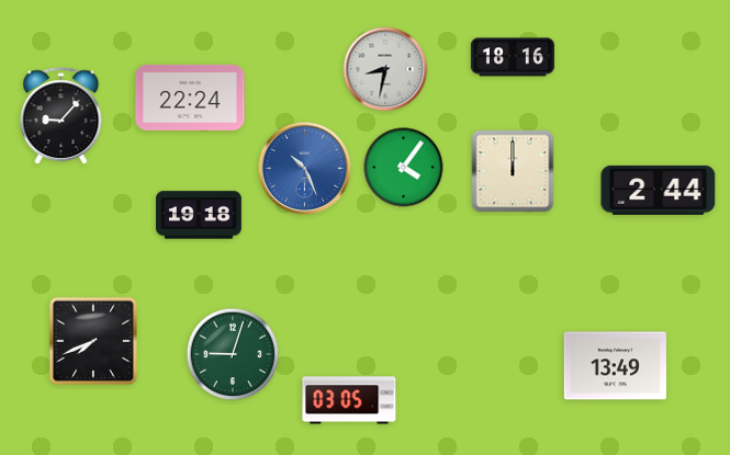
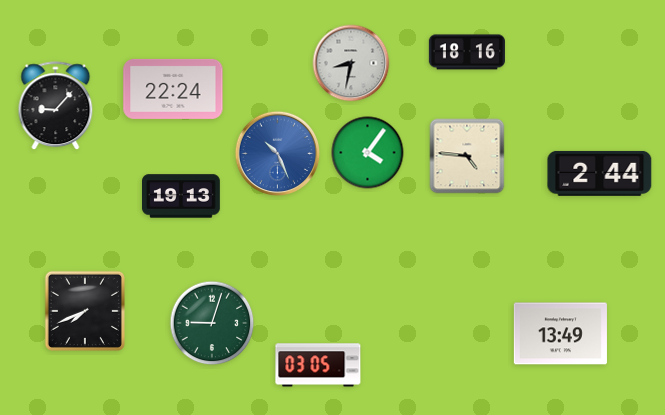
clock at (513, 171): 12:00 -> 4:46
clock at (200, 215): 19:18 -> 19:13
